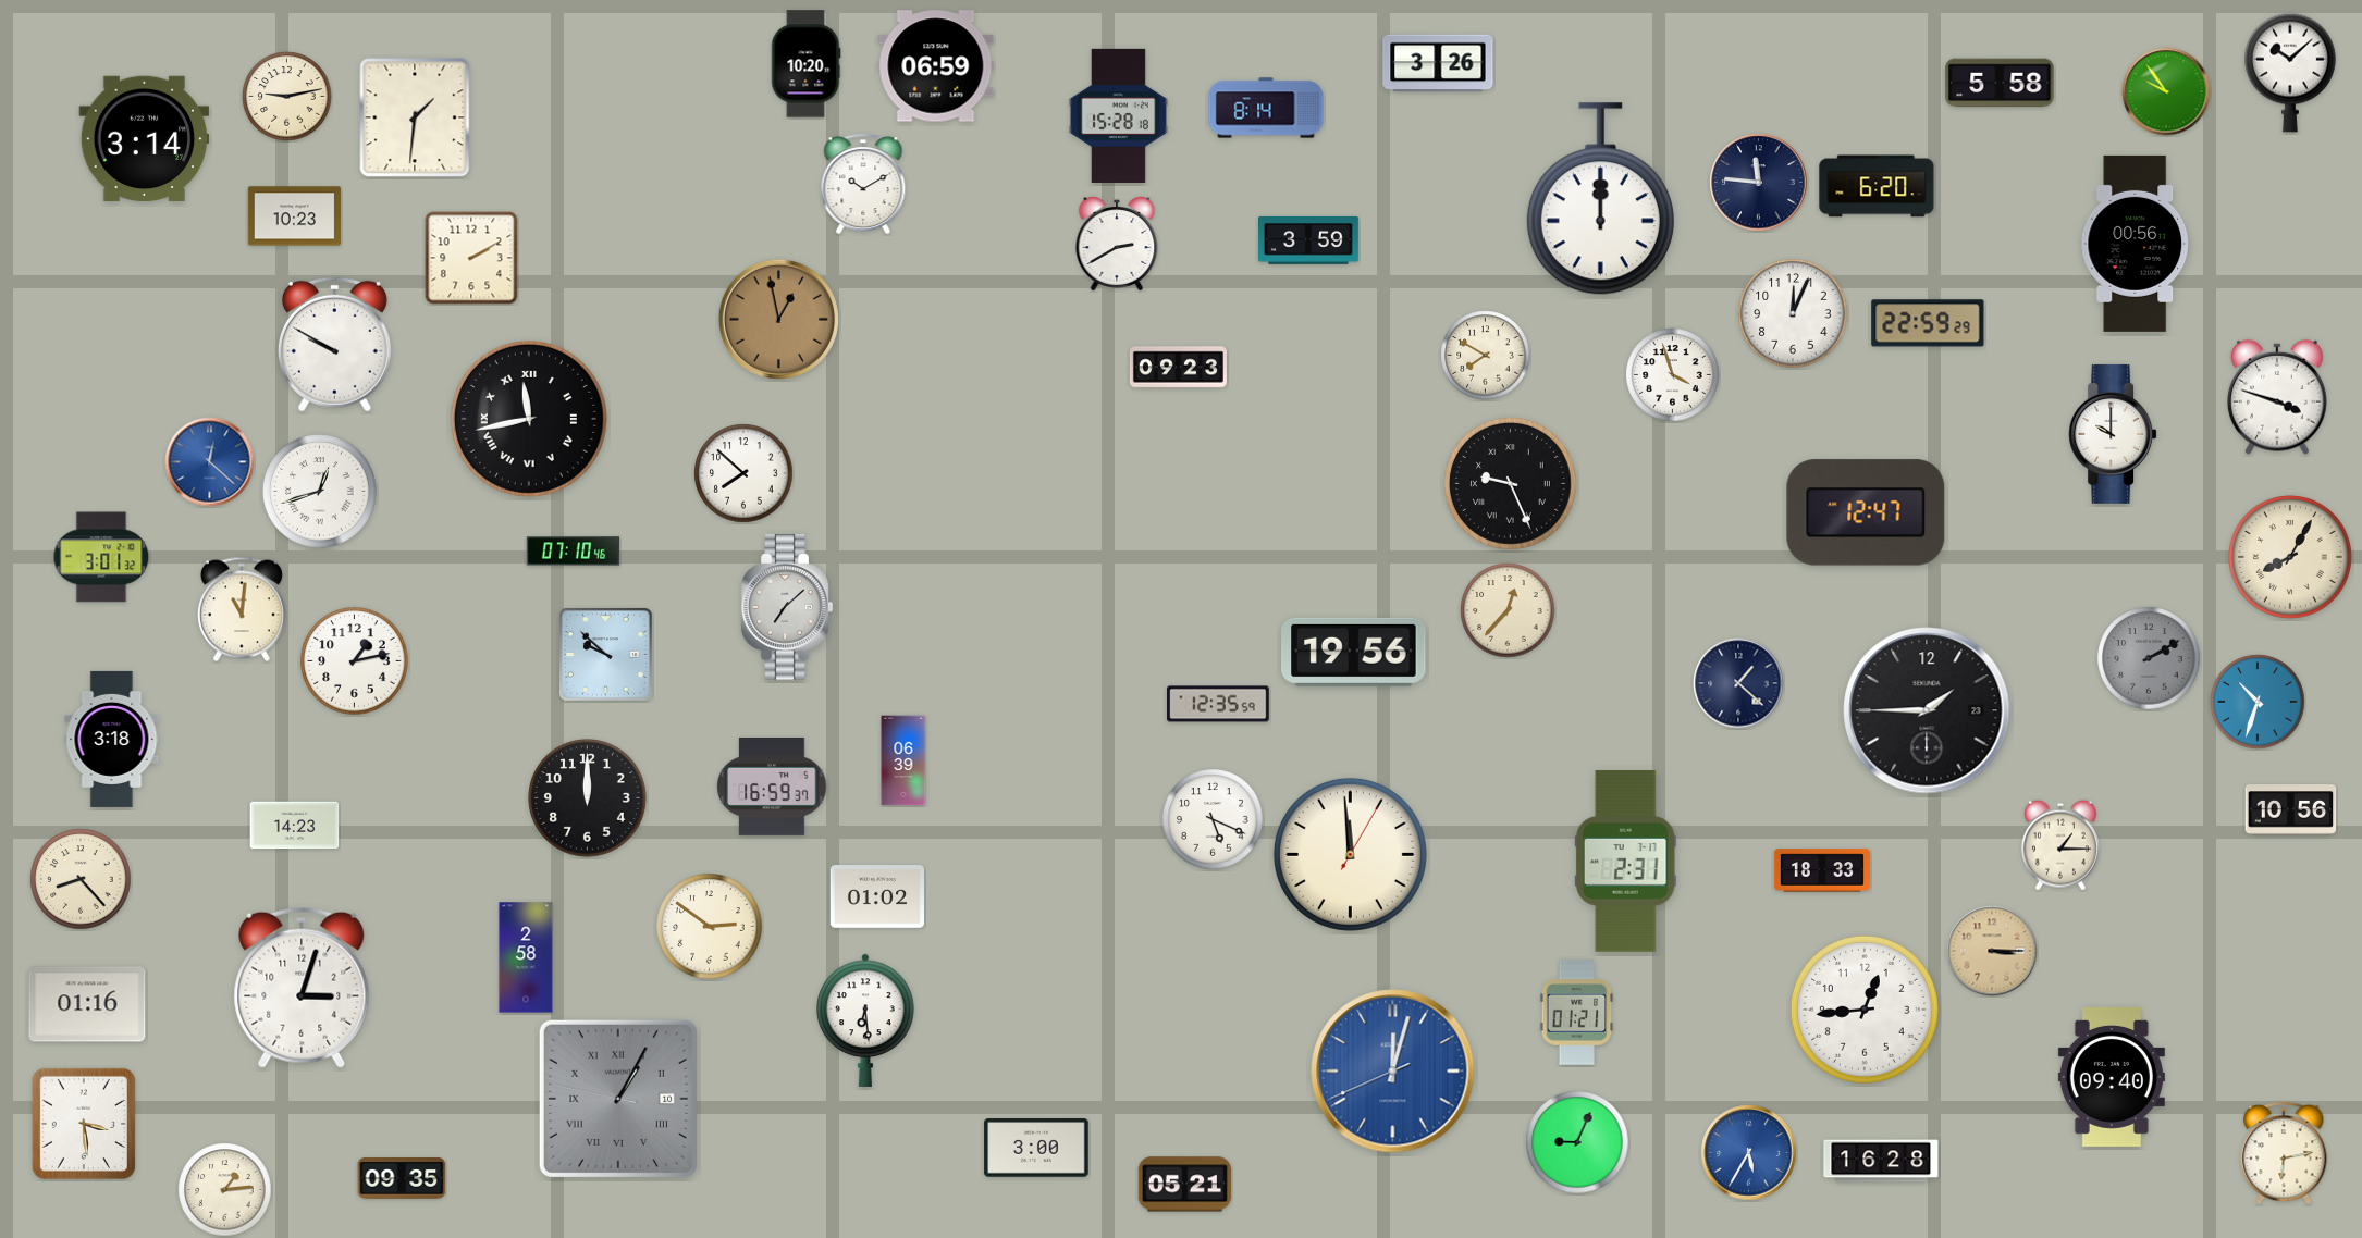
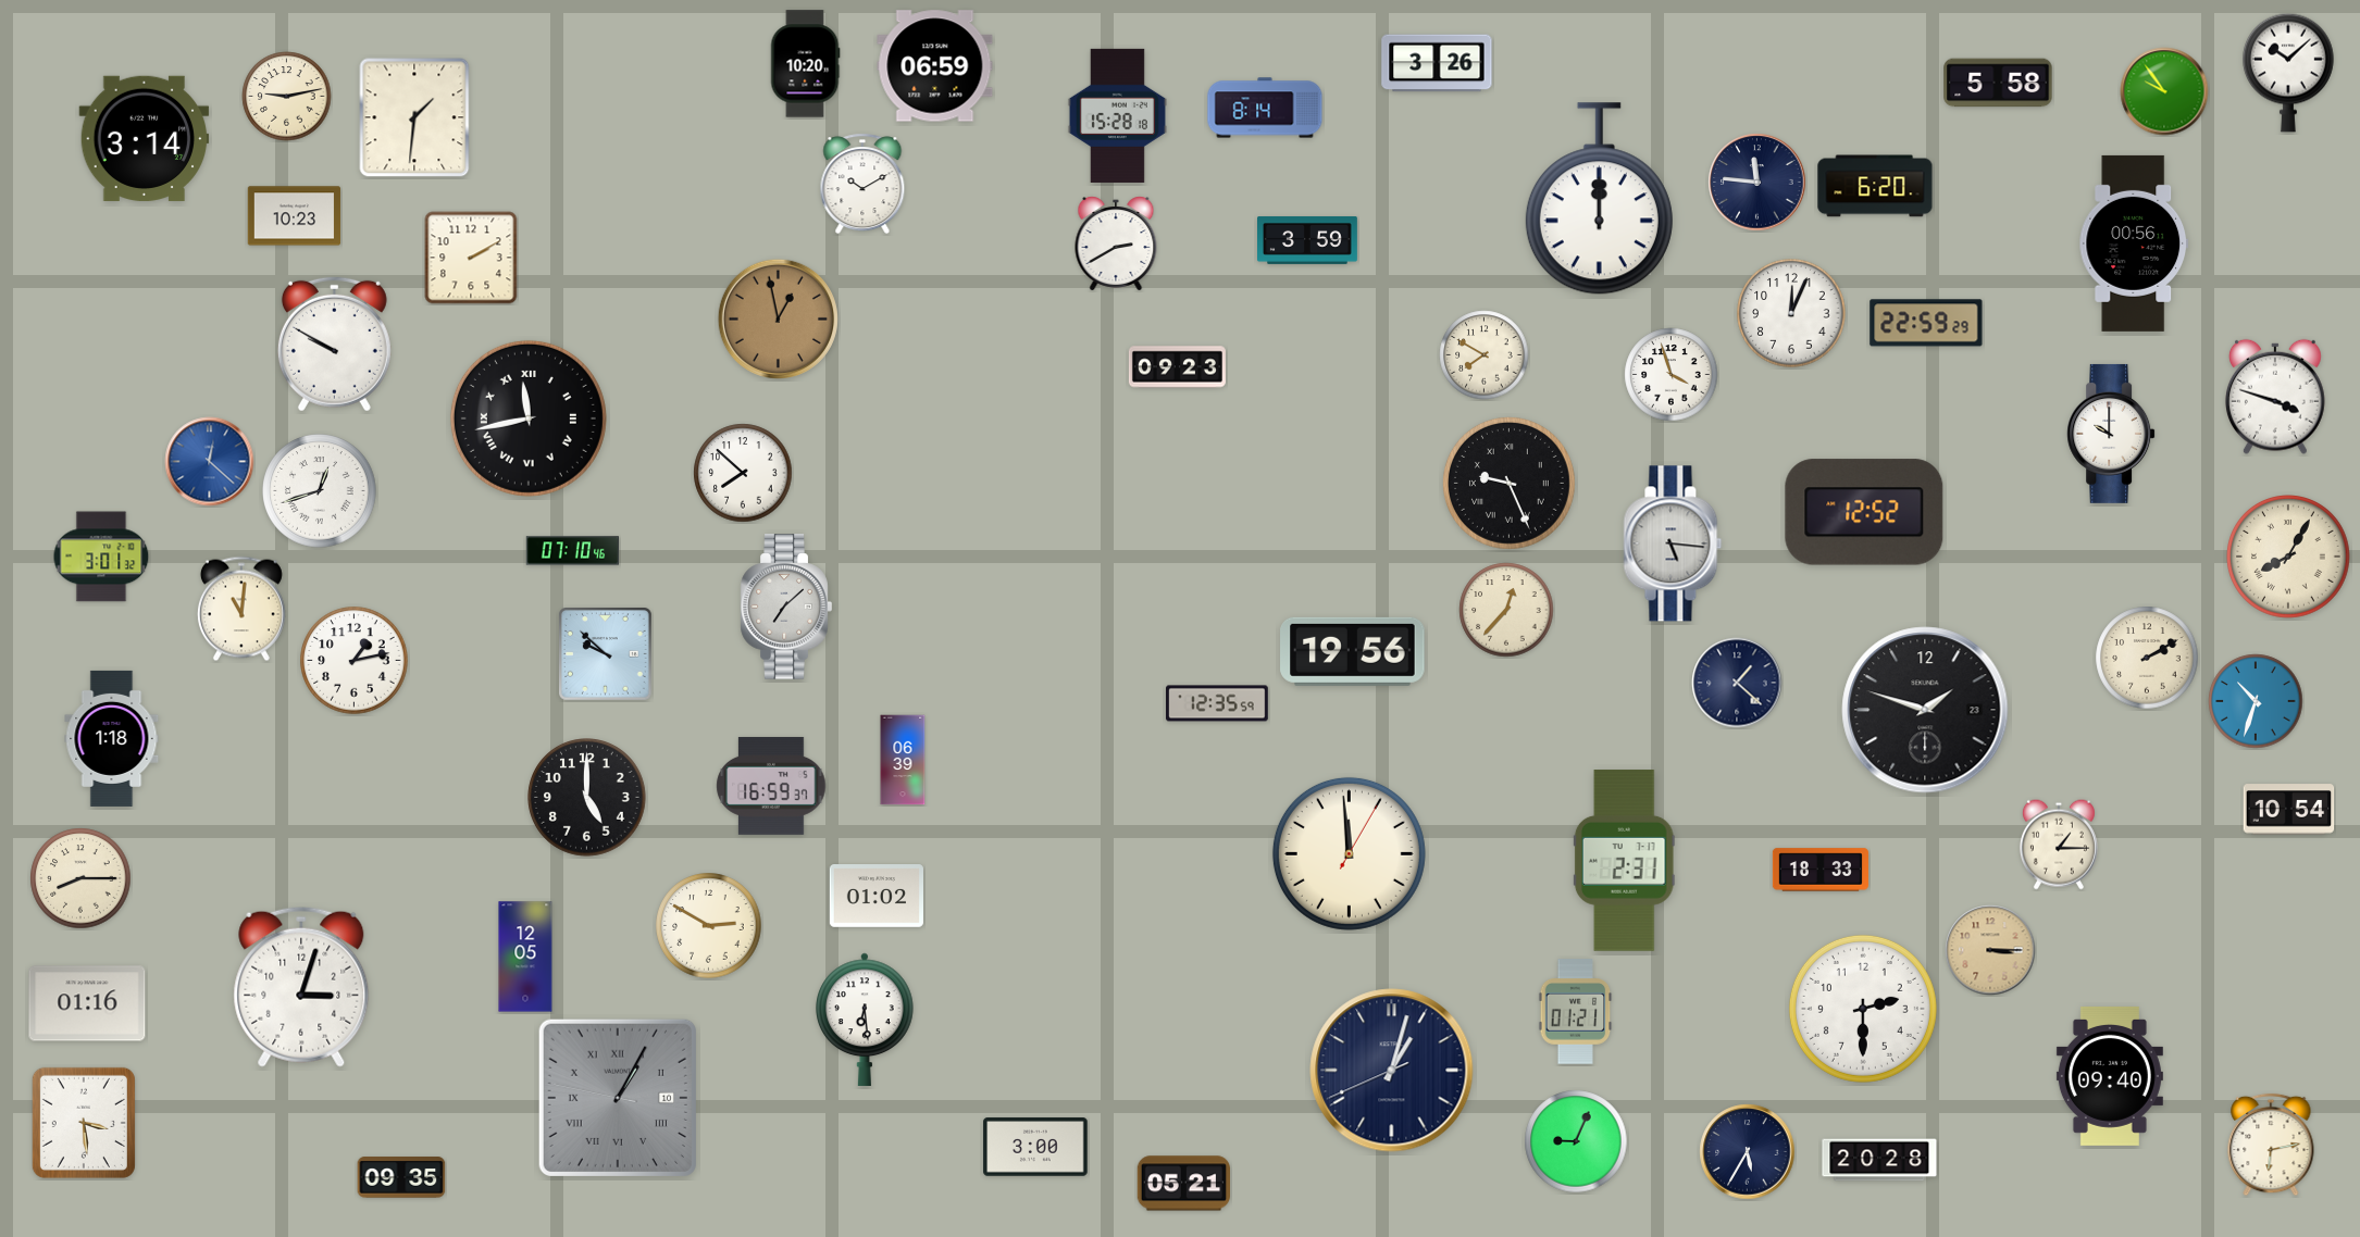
clock at (1866, 512): 12:47 -> 12:52
clock at (1673, 543): none -> 5:16
clock at (2149, 658) dial: grey -> cream
clock at (1927, 710): 1:45 -> 1:48
clock at (112, 739): 3:18 -> 1:18
clock at (588, 798): 12:00 -> 5:00
clock at (2291, 810): 10:56 -> 10:54
clock at (1213, 819): 5:19 -> none
clock at (295, 826): 14:23 -> none
clock at (81, 879): 8:23 -> 8:15
clock at (710, 927): 2:51 -> 2:50
clock at (526, 957): 2:58 -> 12:05
clock at (1865, 1010): 12:44 -> 2:30
clock at (1393, 1072): 12:02 -> 1:02
clock at (1393, 1072) dial: blue -> navy
clock at (1749, 1153) dial: blue -> navy
clock at (2284, 1153) position: (2284, 1153) -> (2271, 1145)
clock at (1881, 1161): 16:28 -> 20:28
clock at (225, 1190): 1:14 -> none
